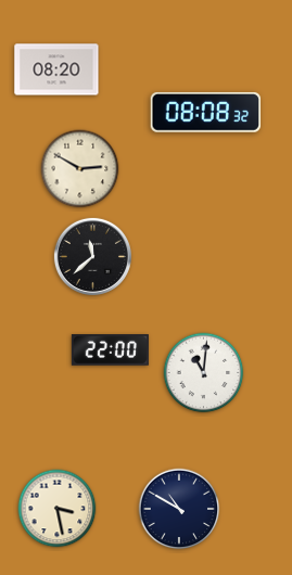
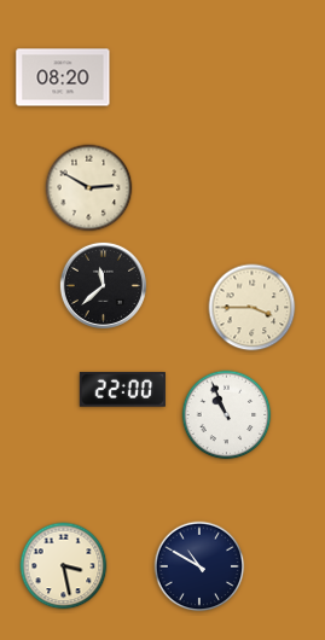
clock at (206, 112): 08:08 -> none
clock at (253, 308): none -> 3:45
clock at (204, 373): 11:01 -> 10:56
